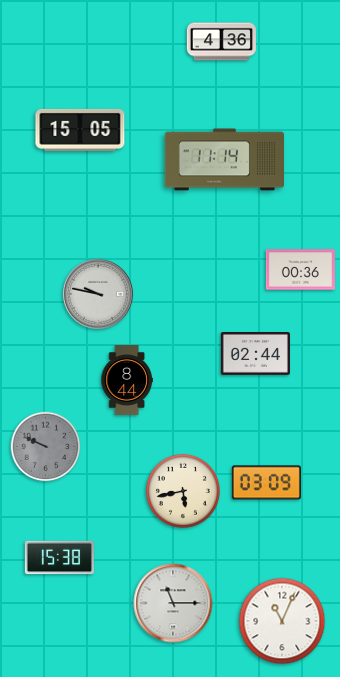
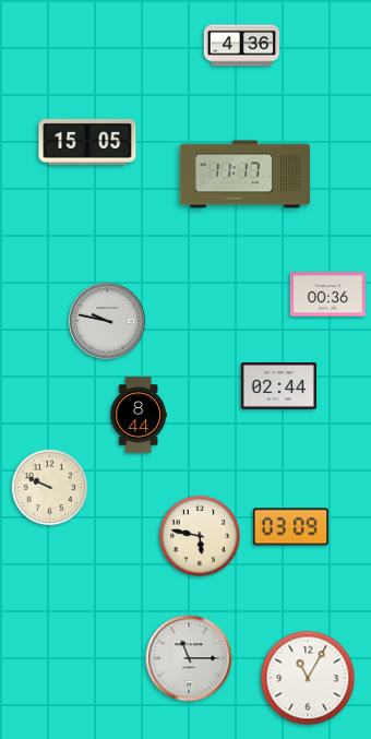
clock at (224, 160): 11:14 -> 11:17
clock at (46, 447) dial: grey -> cream
clock at (183, 491): 5:43 -> 5:47
clock at (59, 558): 15:38 -> none
clock at (282, 621): 11:04 -> 11:05
